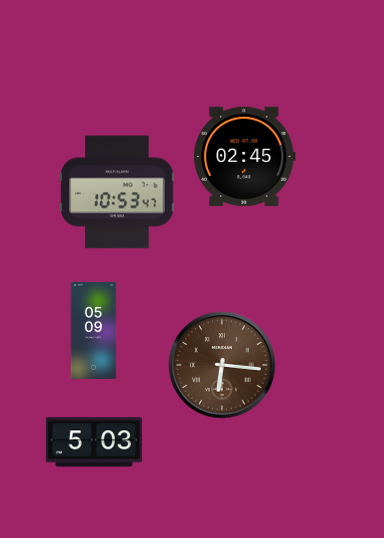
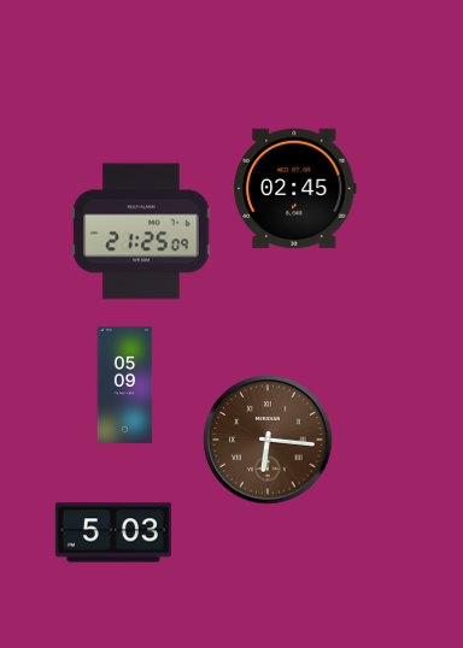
clock at (117, 192): 10:53 -> 21:25
clock at (94, 330) position: (94, 330) -> (125, 384)
